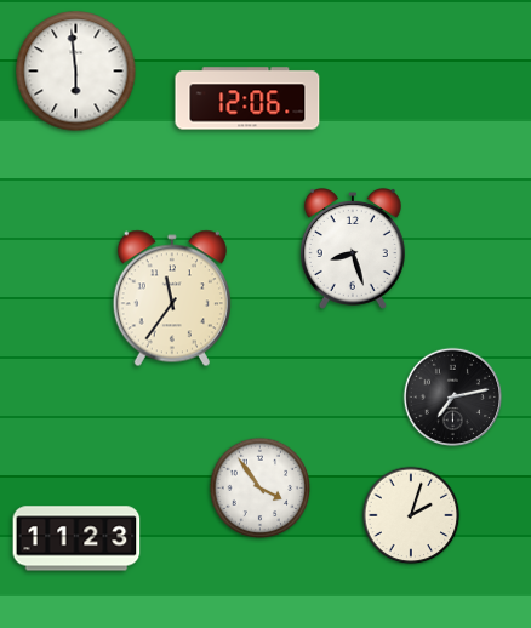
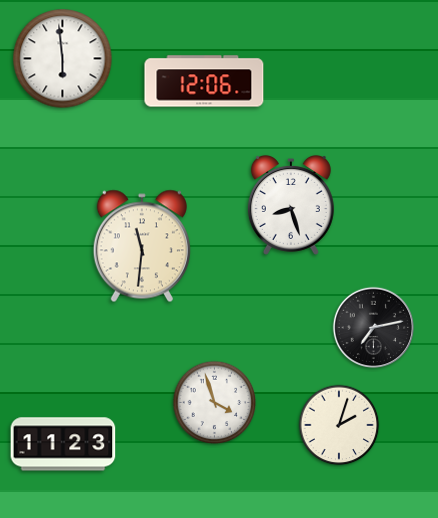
clock at (172, 298): 11:36 -> 11:31
clock at (261, 489): 3:54 -> 3:57
